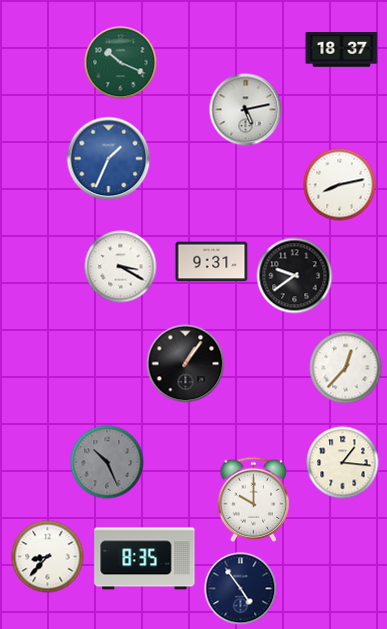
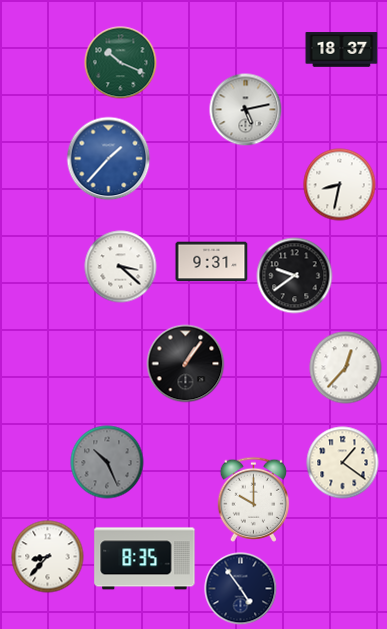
clock at (109, 159): 1:34 -> 1:37
clock at (340, 185): 8:13 -> 8:32
clock at (121, 267): 3:20 -> 3:22
clock at (343, 463): 1:16 -> 1:21
